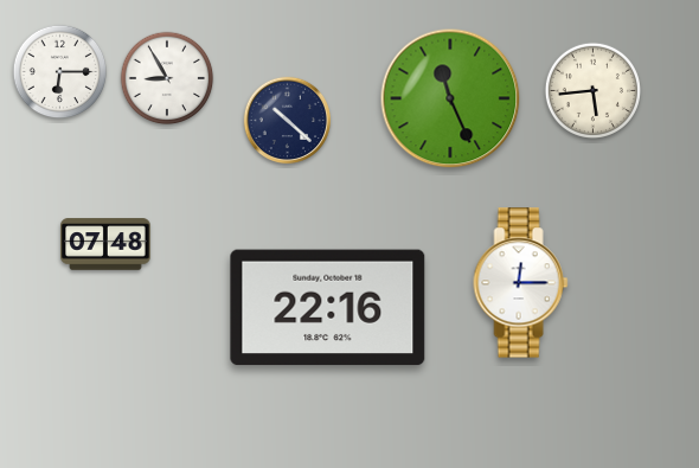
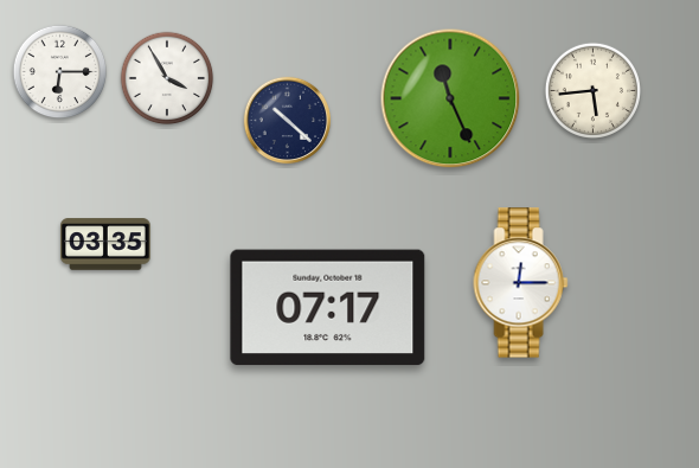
clock at (167, 78): 8:55 -> 3:55
clock at (105, 244): 07:48 -> 03:35
clock at (328, 308): 22:16 -> 07:17
